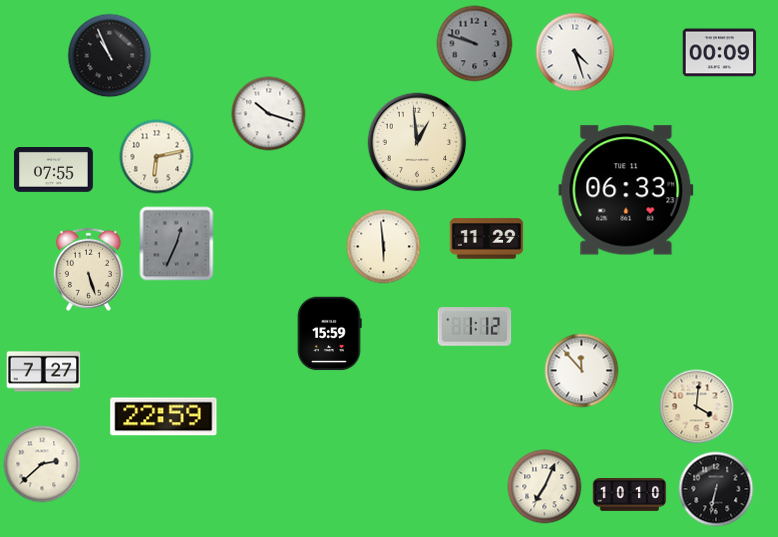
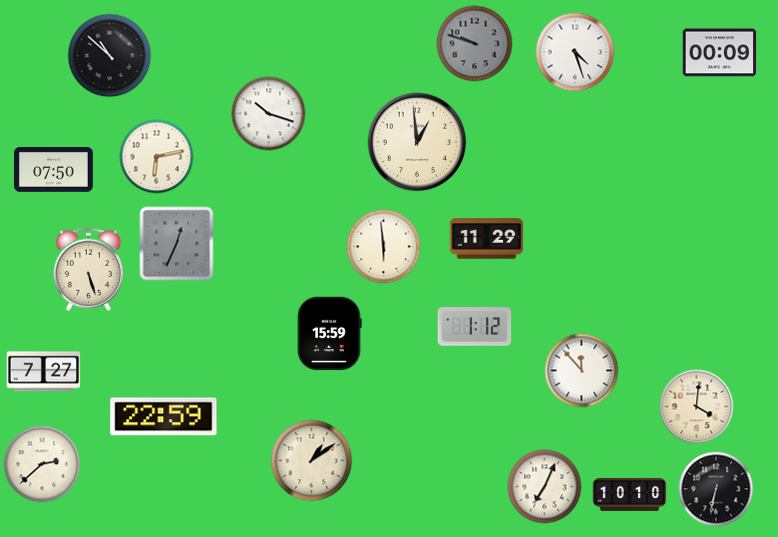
clock at (110, 56): 10:56 -> 10:52
clock at (54, 170): 07:55 -> 07:50
clock at (626, 190): 06:33 -> none
clock at (312, 461): none -> 1:09
